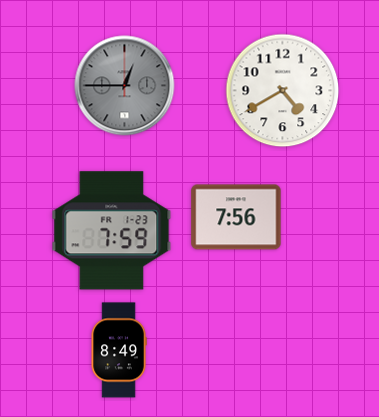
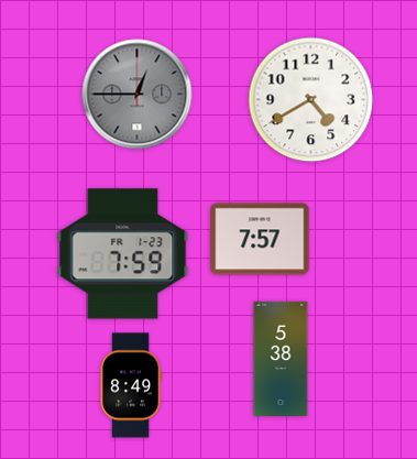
clock at (236, 217): 7:56 -> 7:57
clock at (281, 359): none -> 5:38
